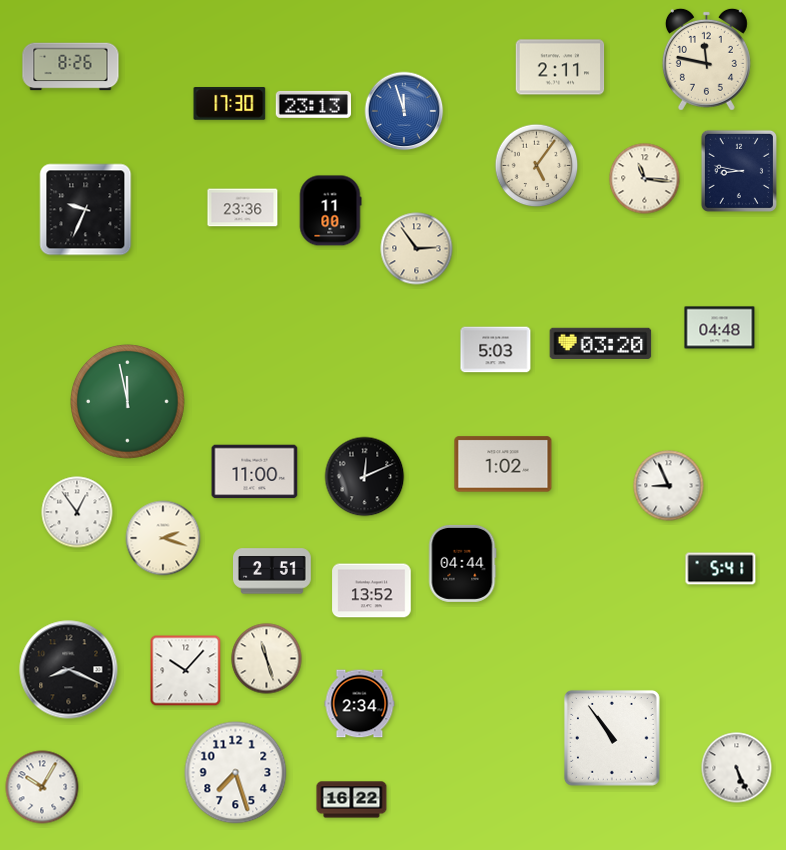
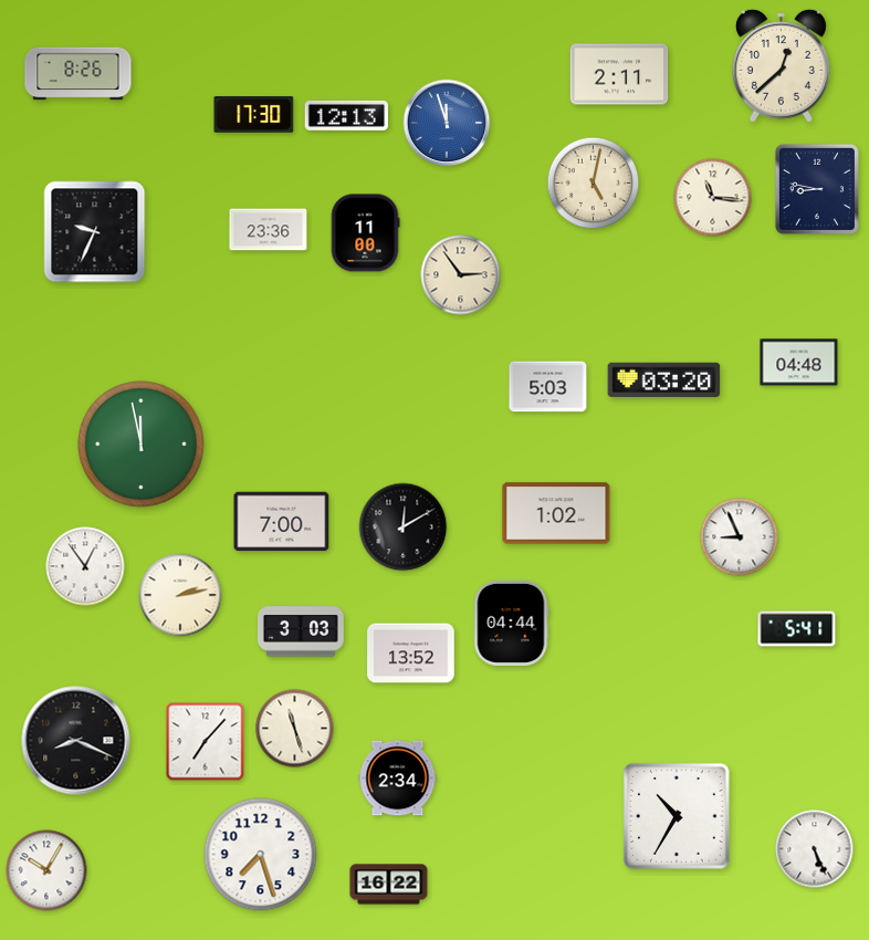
clock at (706, 59): 11:47 -> 12:38
clock at (313, 104): 23:13 -> 12:13
clock at (537, 166): 5:06 -> 5:02
clock at (720, 328) position: (720, 328) -> (799, 363)
clock at (255, 472): 11:00 -> 7:00
clock at (365, 477): 12:11 -> 12:10
clock at (163, 538): 2:18 -> 2:13
clock at (273, 571): 2:51 -> 3:03
clock at (186, 671): 10:07 -> 7:07
clock at (612, 738): 10:54 -> 10:35
